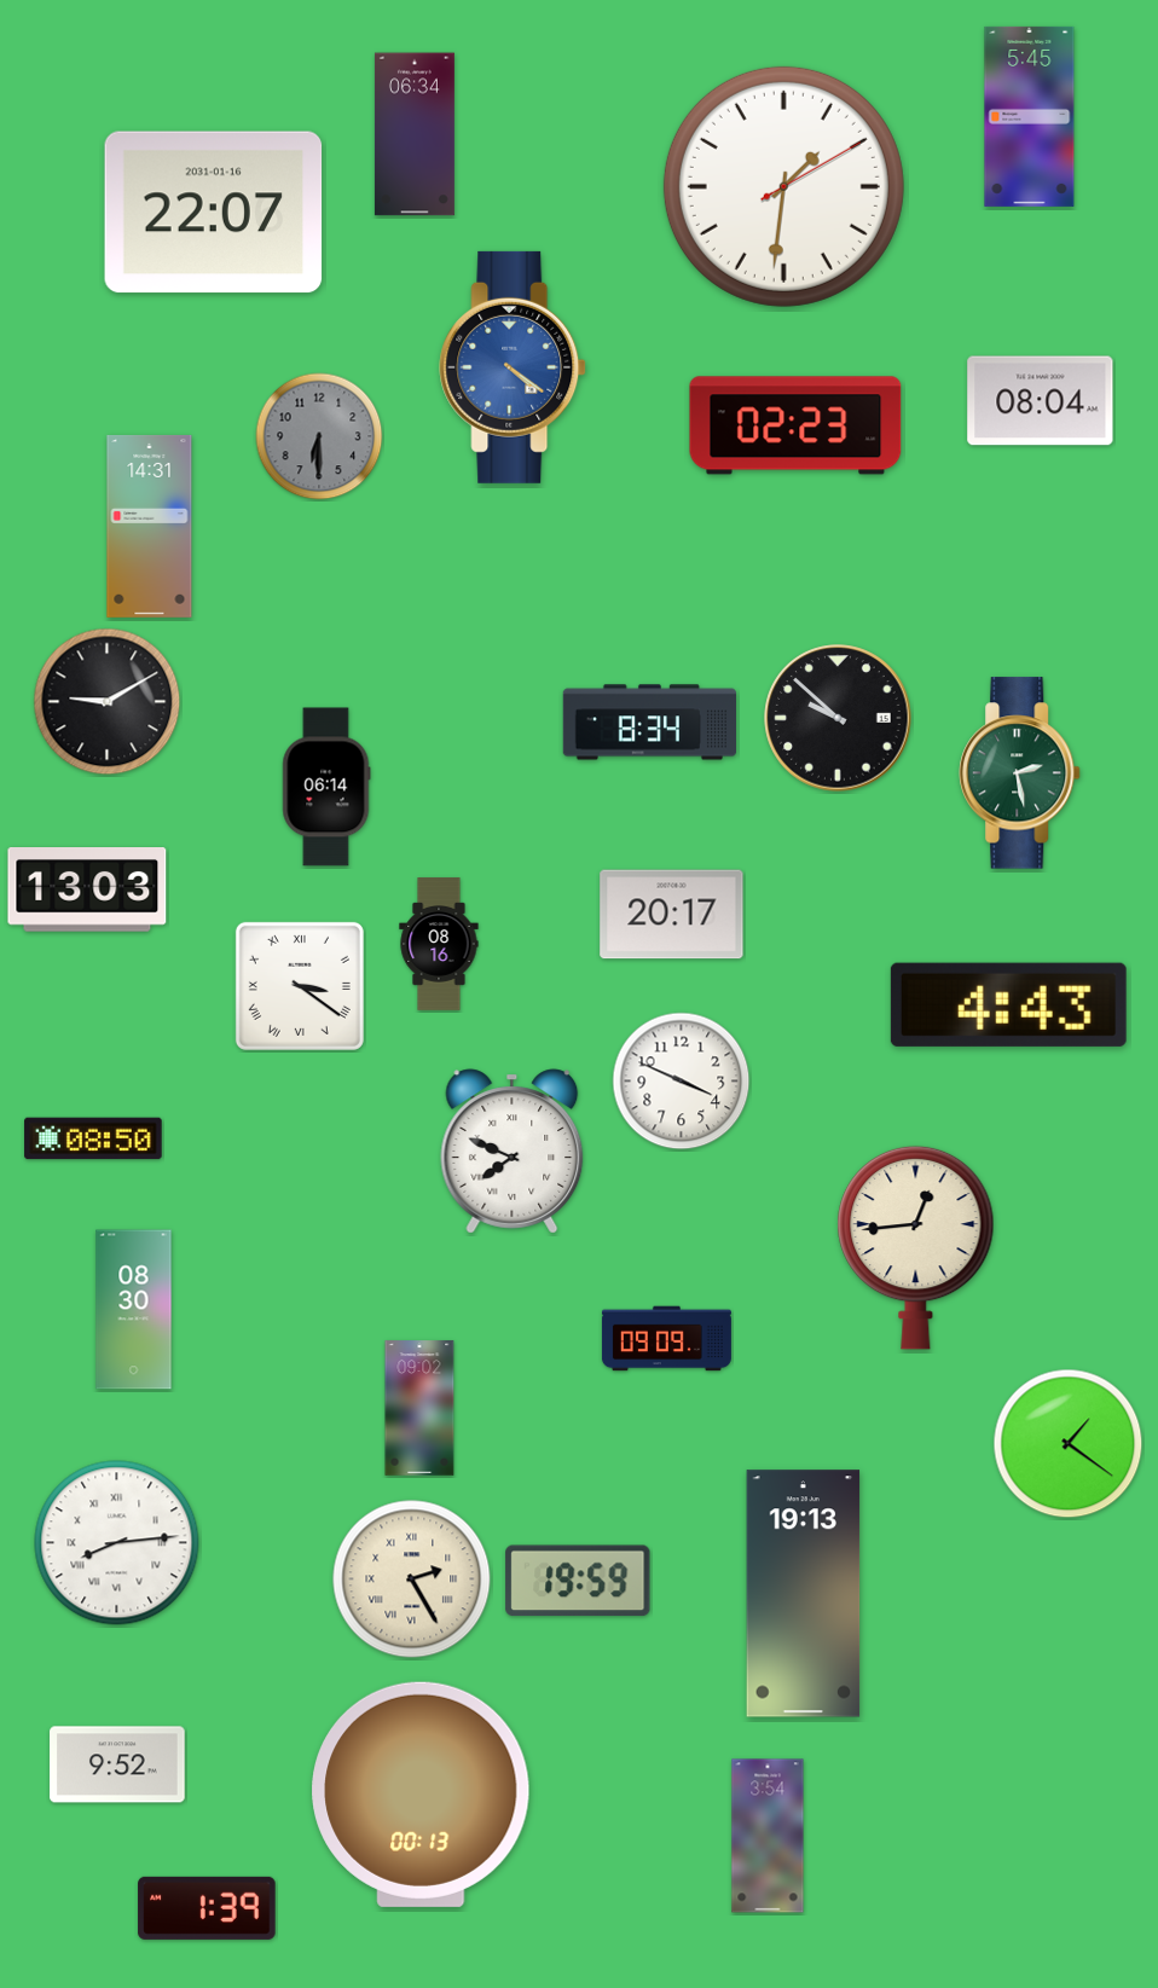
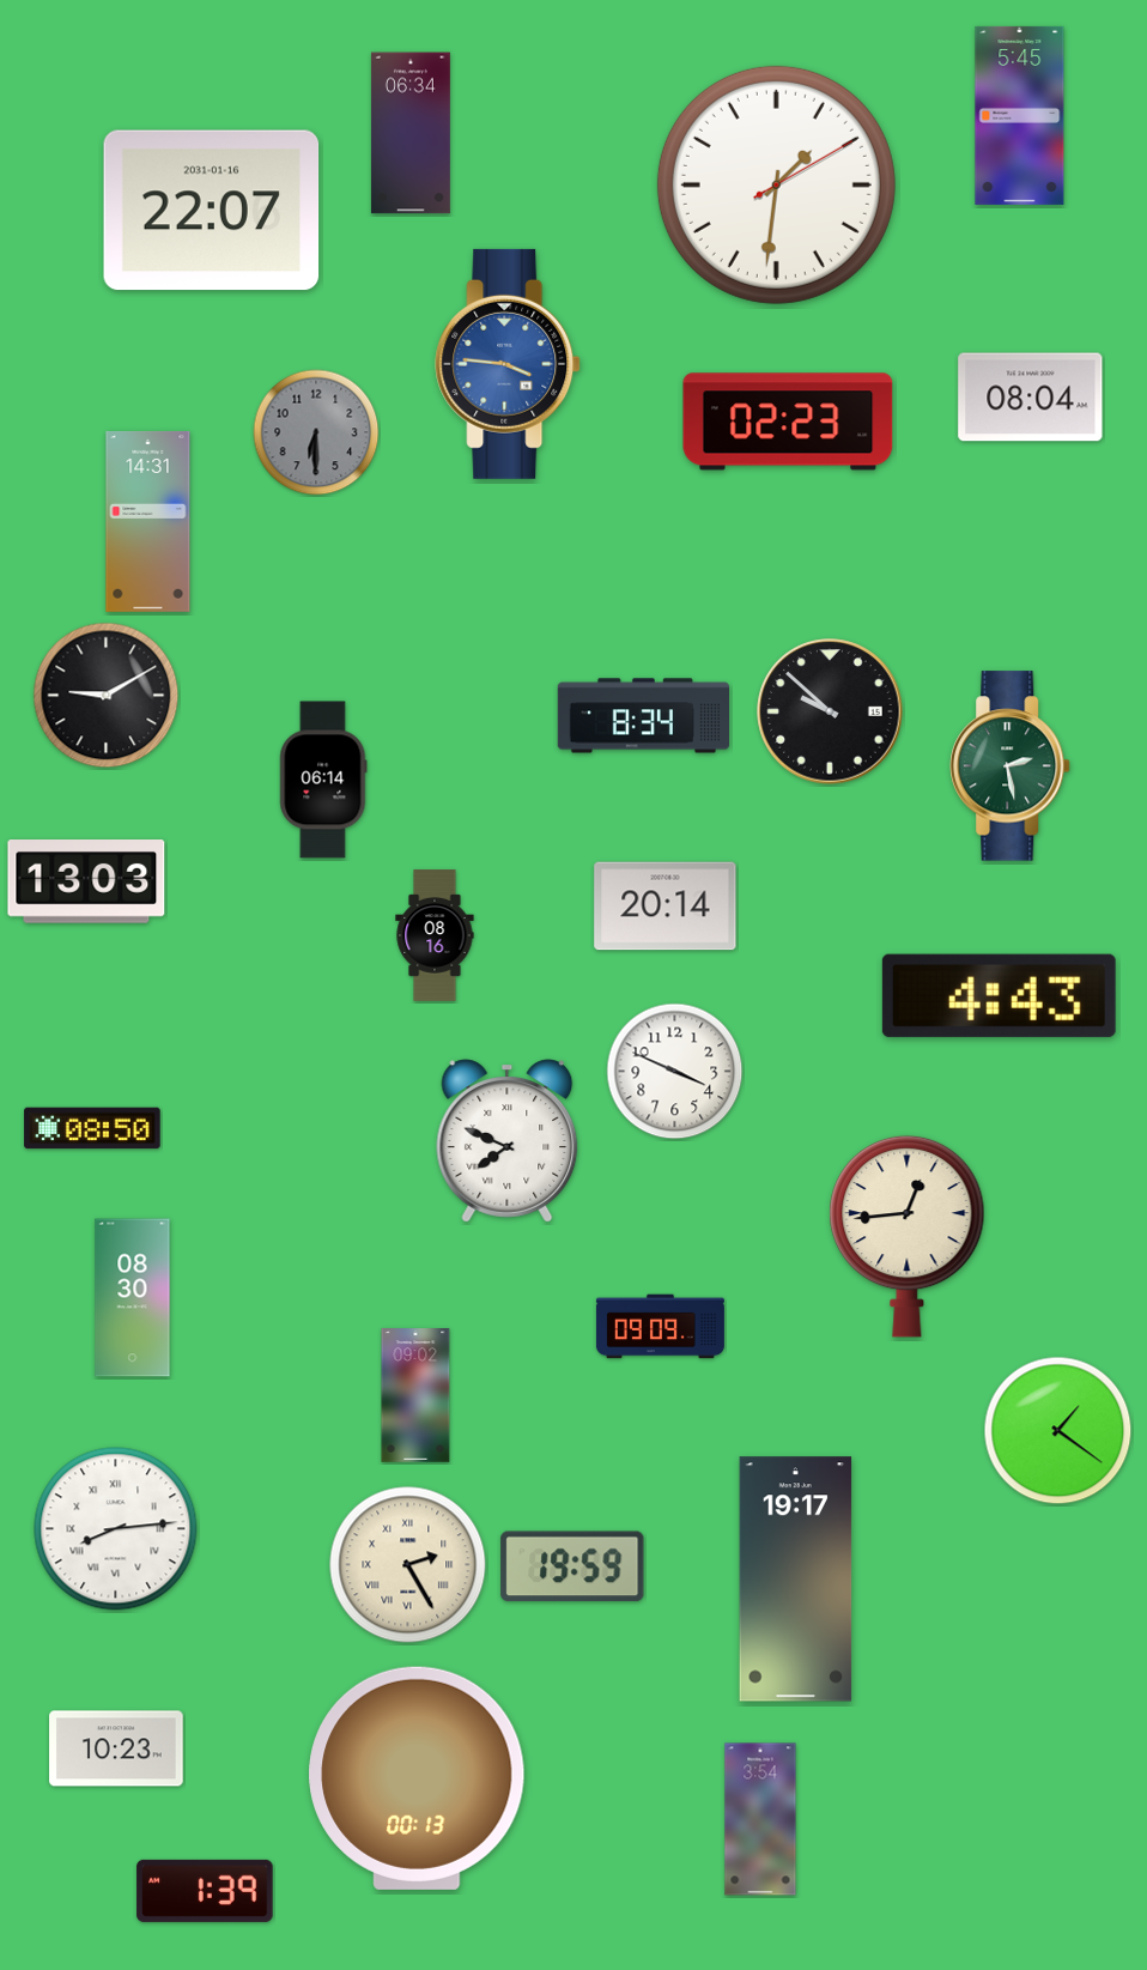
clock at (513, 367): 4:21 -> 3:46
clock at (672, 915): 20:17 -> 20:14
clock at (300, 986): 3:21 -> none
clock at (804, 1594): 19:13 -> 19:17
clock at (117, 1764): 9:52 -> 10:23
